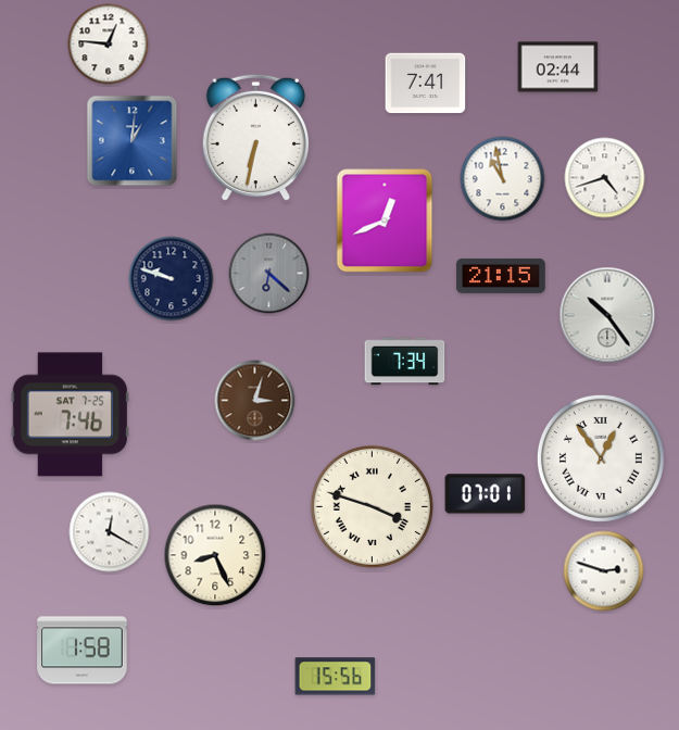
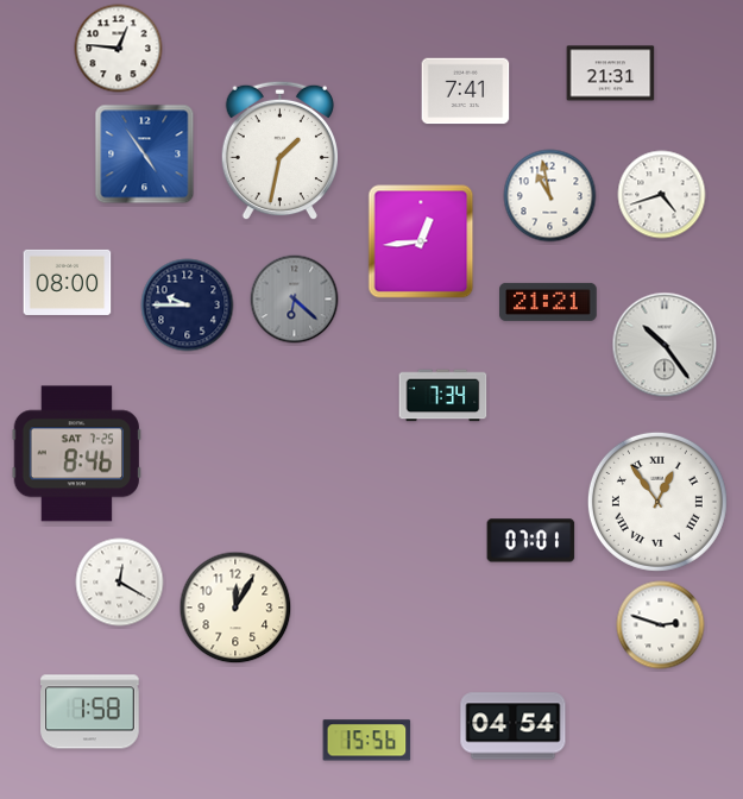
clock at (558, 67): 02:44 -> 21:31
clock at (255, 138): 6:32 -> 1:32
clock at (133, 141): 1:01 -> 4:54
clock at (385, 221): 12:41 -> 12:44
clock at (68, 282): none -> 08:00
clock at (501, 276): 21:15 -> 21:21
clock at (172, 279): 9:48 -> 9:45
clock at (255, 401): 3:03 -> none
clock at (71, 415): 7:46 -> 8:46
clock at (372, 506): 3:48 -> none
clock at (215, 555): 8:26 -> 12:05
clock at (514, 726): none -> 04:54
